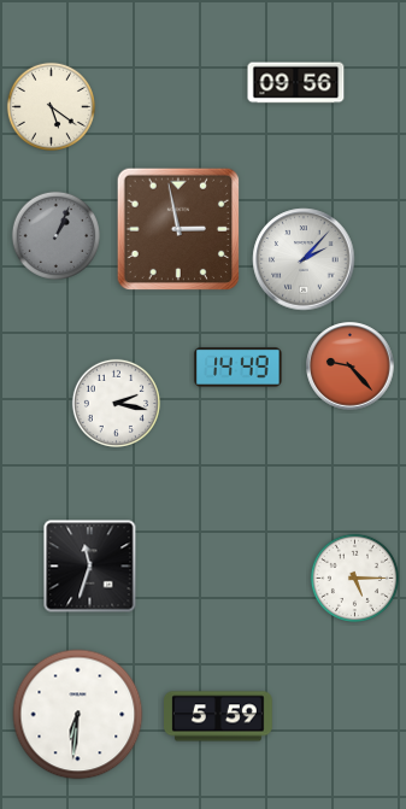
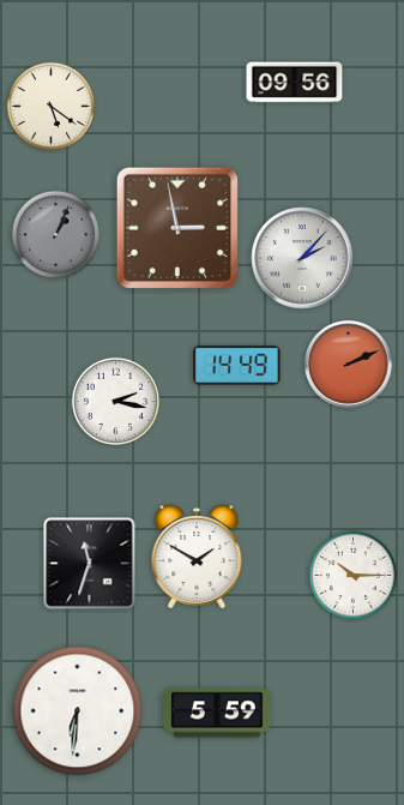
clock at (351, 367): 9:23 -> 2:11
clock at (197, 557): none -> 1:50
clock at (354, 578): 5:15 -> 10:15
